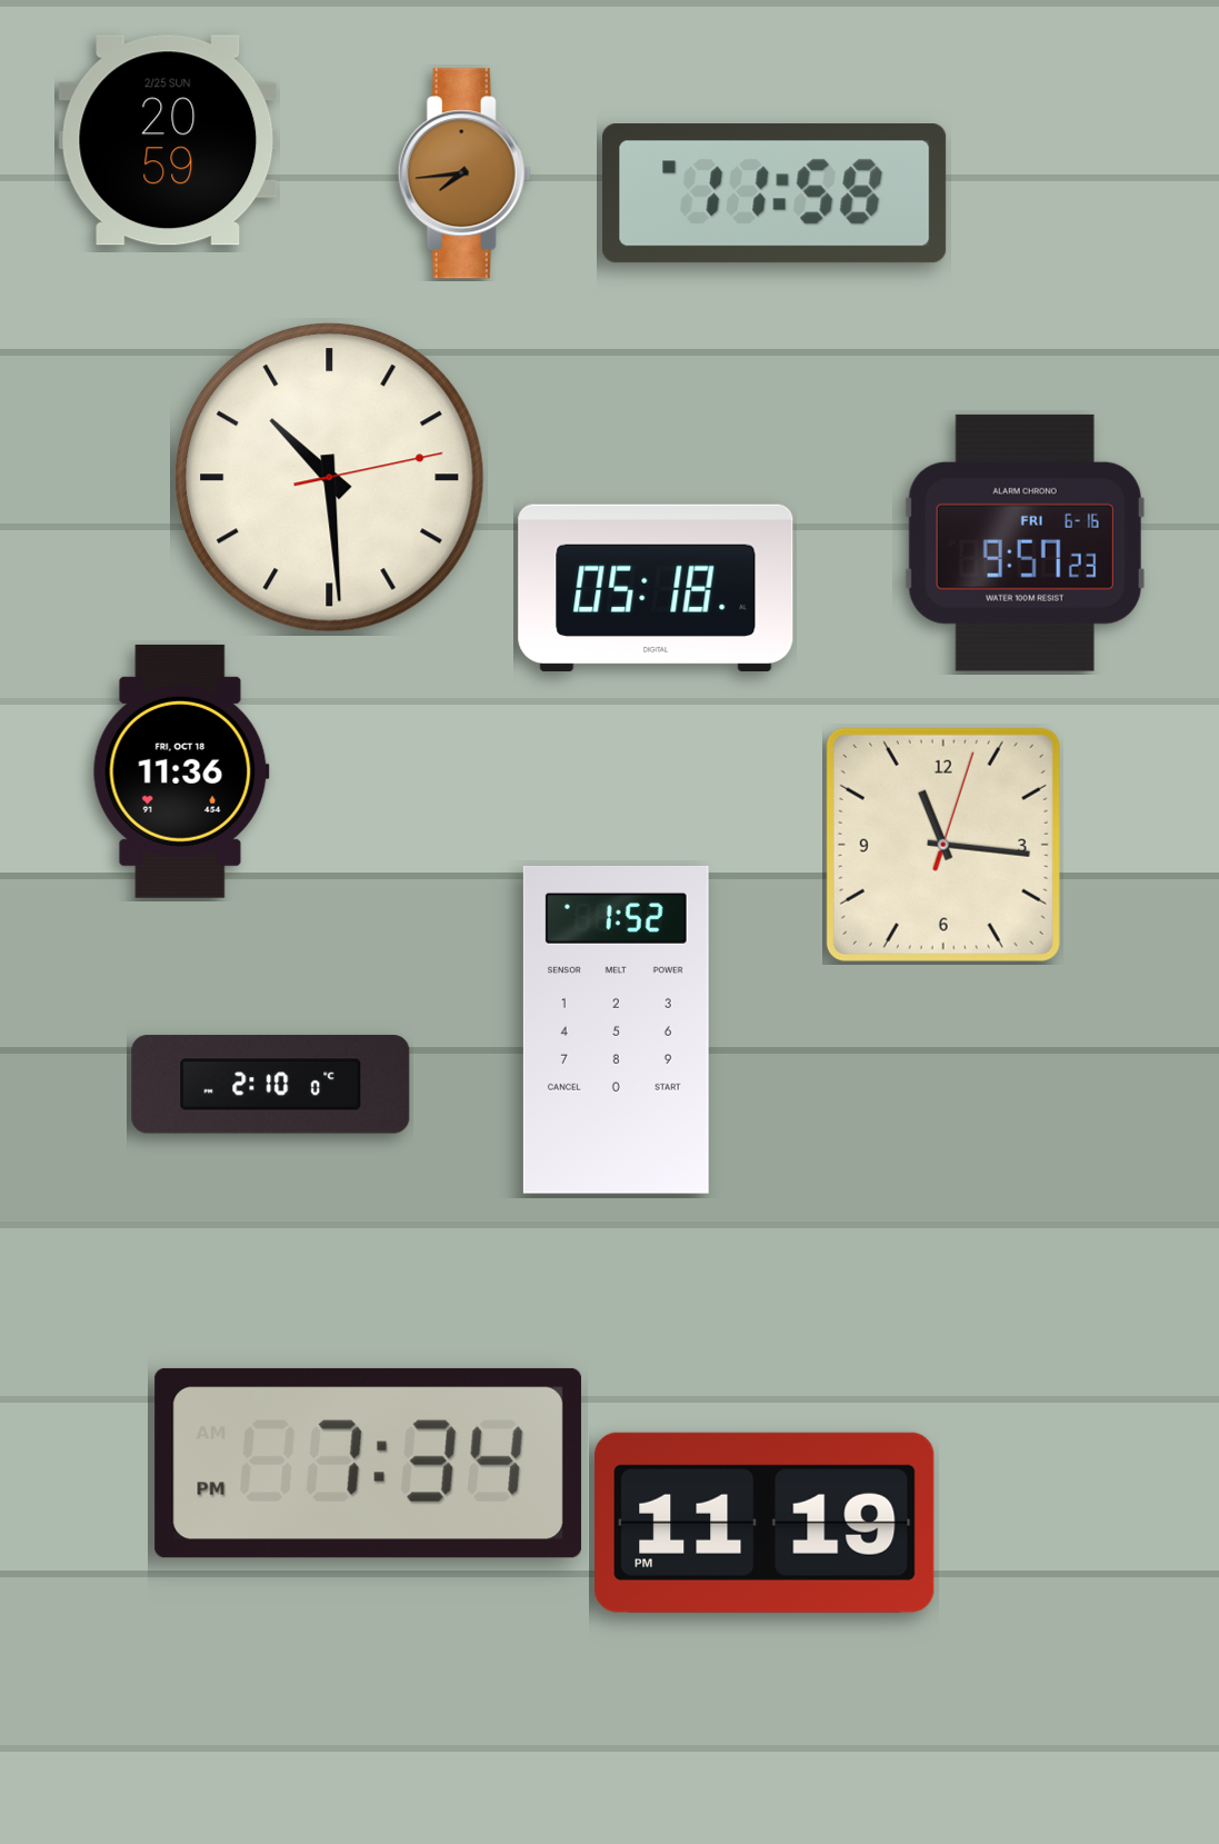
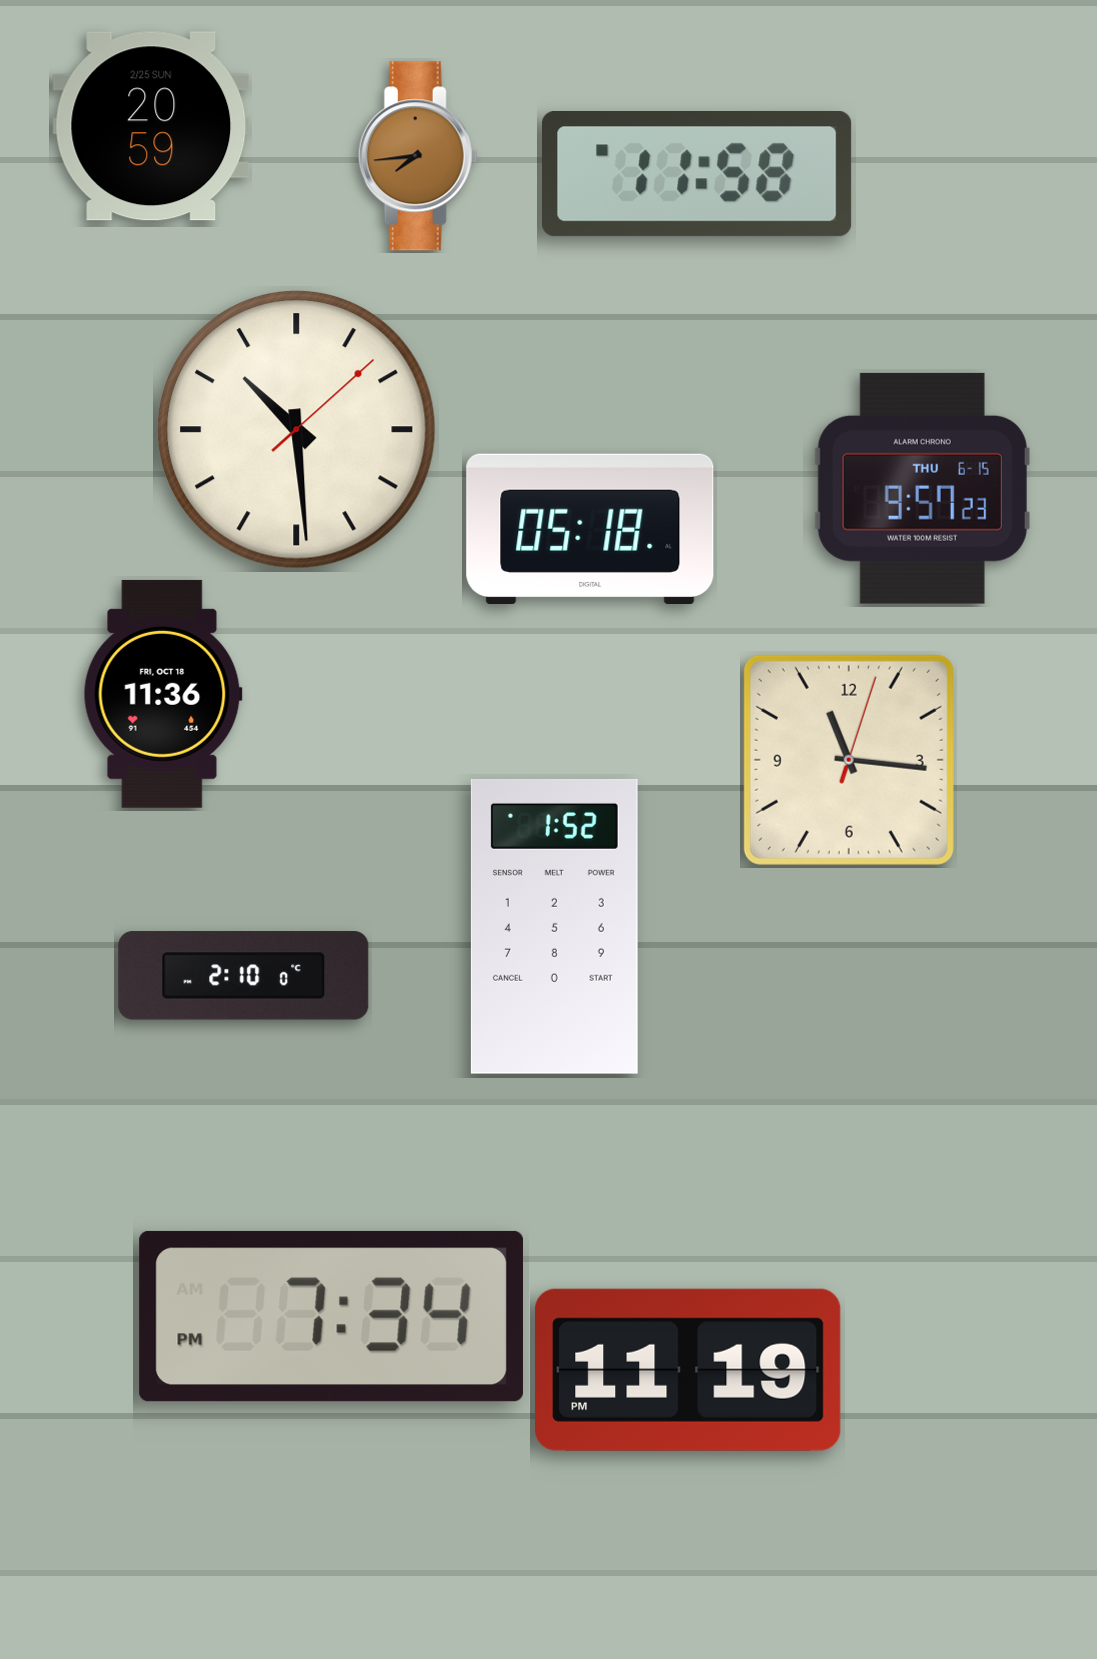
clock at (330, 478): 10:29:13 -> 10:29:08
clock at (1025, 542) date: FRI 6-16 -> THU 6-15
